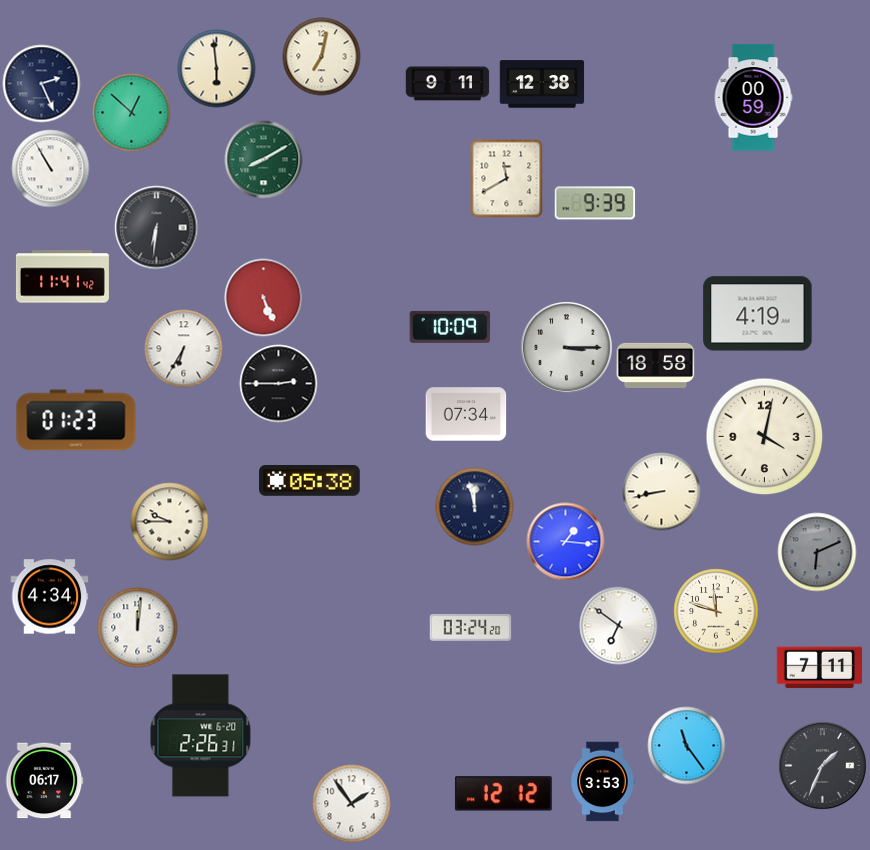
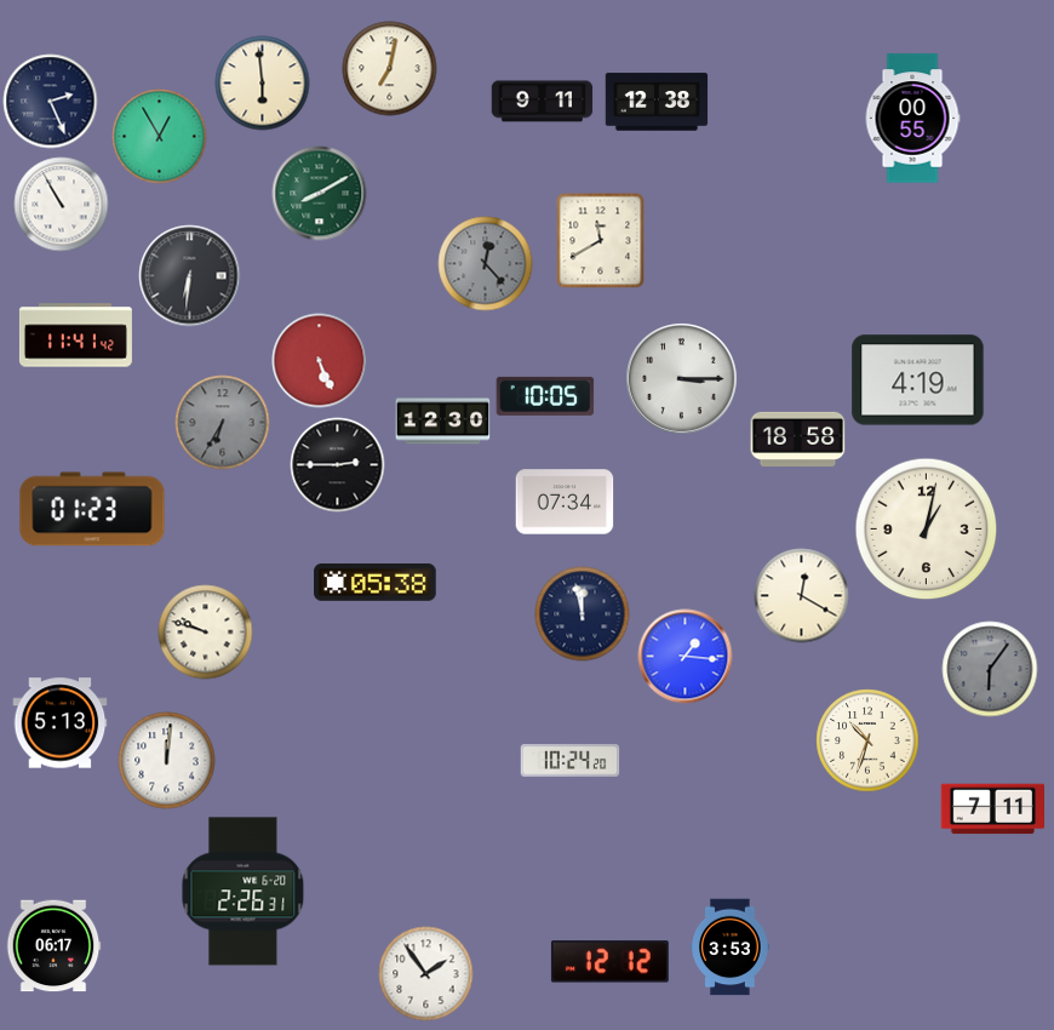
clock at (753, 98): 00:59 -> 00:55
clock at (131, 112): 12:52 -> 12:55
clock at (507, 178) position: (507, 178) -> (601, 240)
clock at (595, 203): 9:39 -> none
clock at (485, 263): none -> 12:23
clock at (450, 327): 10:09 -> 10:05
clock at (566, 347) position: (566, 347) -> (681, 378)
clock at (183, 348) dial: white -> grey
clock at (442, 422): none -> 12:30
clock at (655, 365) position: (655, 365) -> (797, 439)
clock at (764, 436): 4:02 -> 1:02
clock at (661, 491): 8:43 -> 12:20
clock at (474, 506) position: (474, 506) -> (582, 613)
clock at (169, 521): 9:45 -> 9:48
clock at (817, 552): 6:11 -> 6:06
clock at (49, 597): 4:34 -> 5:13
clock at (716, 611): 11:48 -> 10:33
clock at (618, 625): 6:51 -> none
clock at (470, 628): 03:24 -> 10:24
clock at (686, 745): 11:24 -> none
clock at (822, 765): 1:34 -> none
